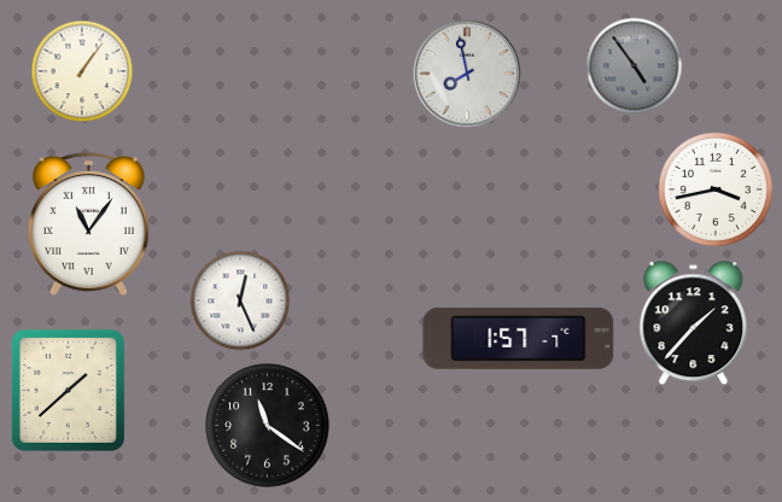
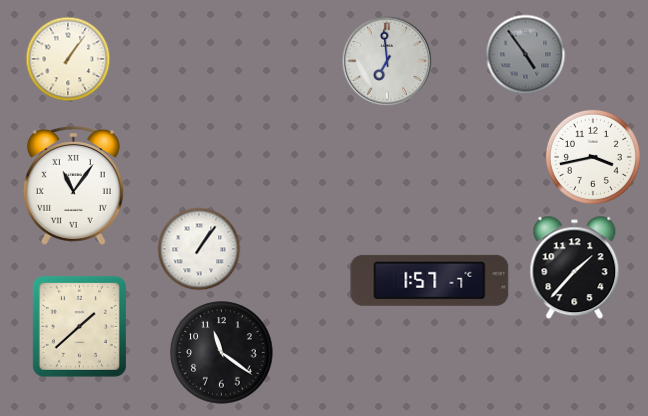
clock at (467, 74): 7:58 -> 6:59
clock at (240, 300): 12:26 -> 1:06
clock at (68, 390) position: (68, 390) -> (79, 326)
